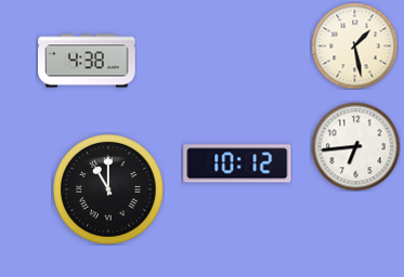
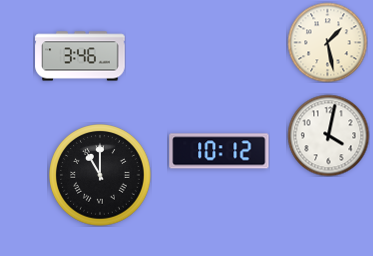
clock at (87, 61): 4:38 -> 3:46
clock at (355, 146): 6:44 -> 4:02
